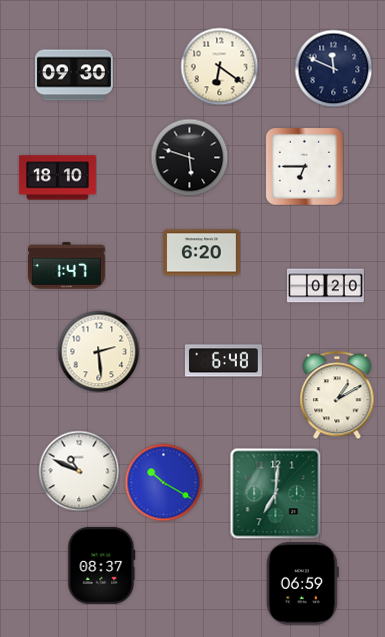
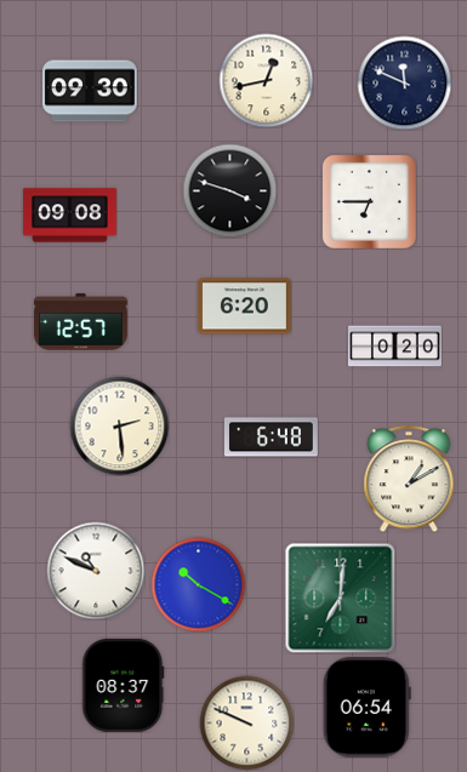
clock at (219, 66): 6:21 -> 12:43
clock at (189, 157): 5:48 -> 3:48
clock at (57, 178): 18:10 -> 09:08
clock at (66, 266): 1:47 -> 12:57
clock at (275, 493) position: (275, 493) -> (340, 597)
clock at (302, 584): 06:59 -> 06:54
clock at (246, 722): none -> 9:49
